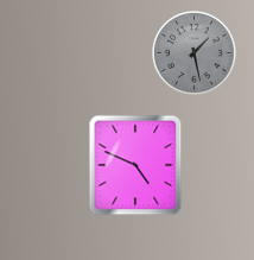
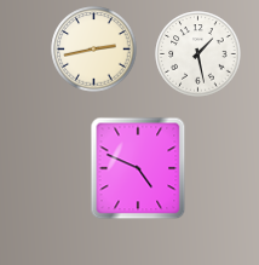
clock at (94, 50): none -> 2:43
clock at (195, 53) dial: grey -> white
